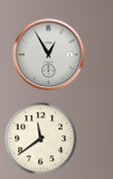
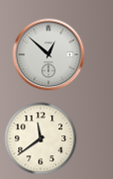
clock at (49, 55): 12:55 -> 12:52
